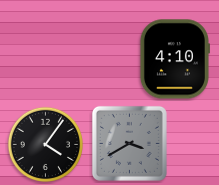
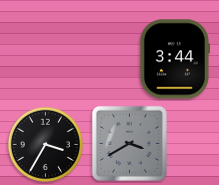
clock at (174, 59): 4:10 -> 3:44
clock at (45, 144): 4:06 -> 3:35
